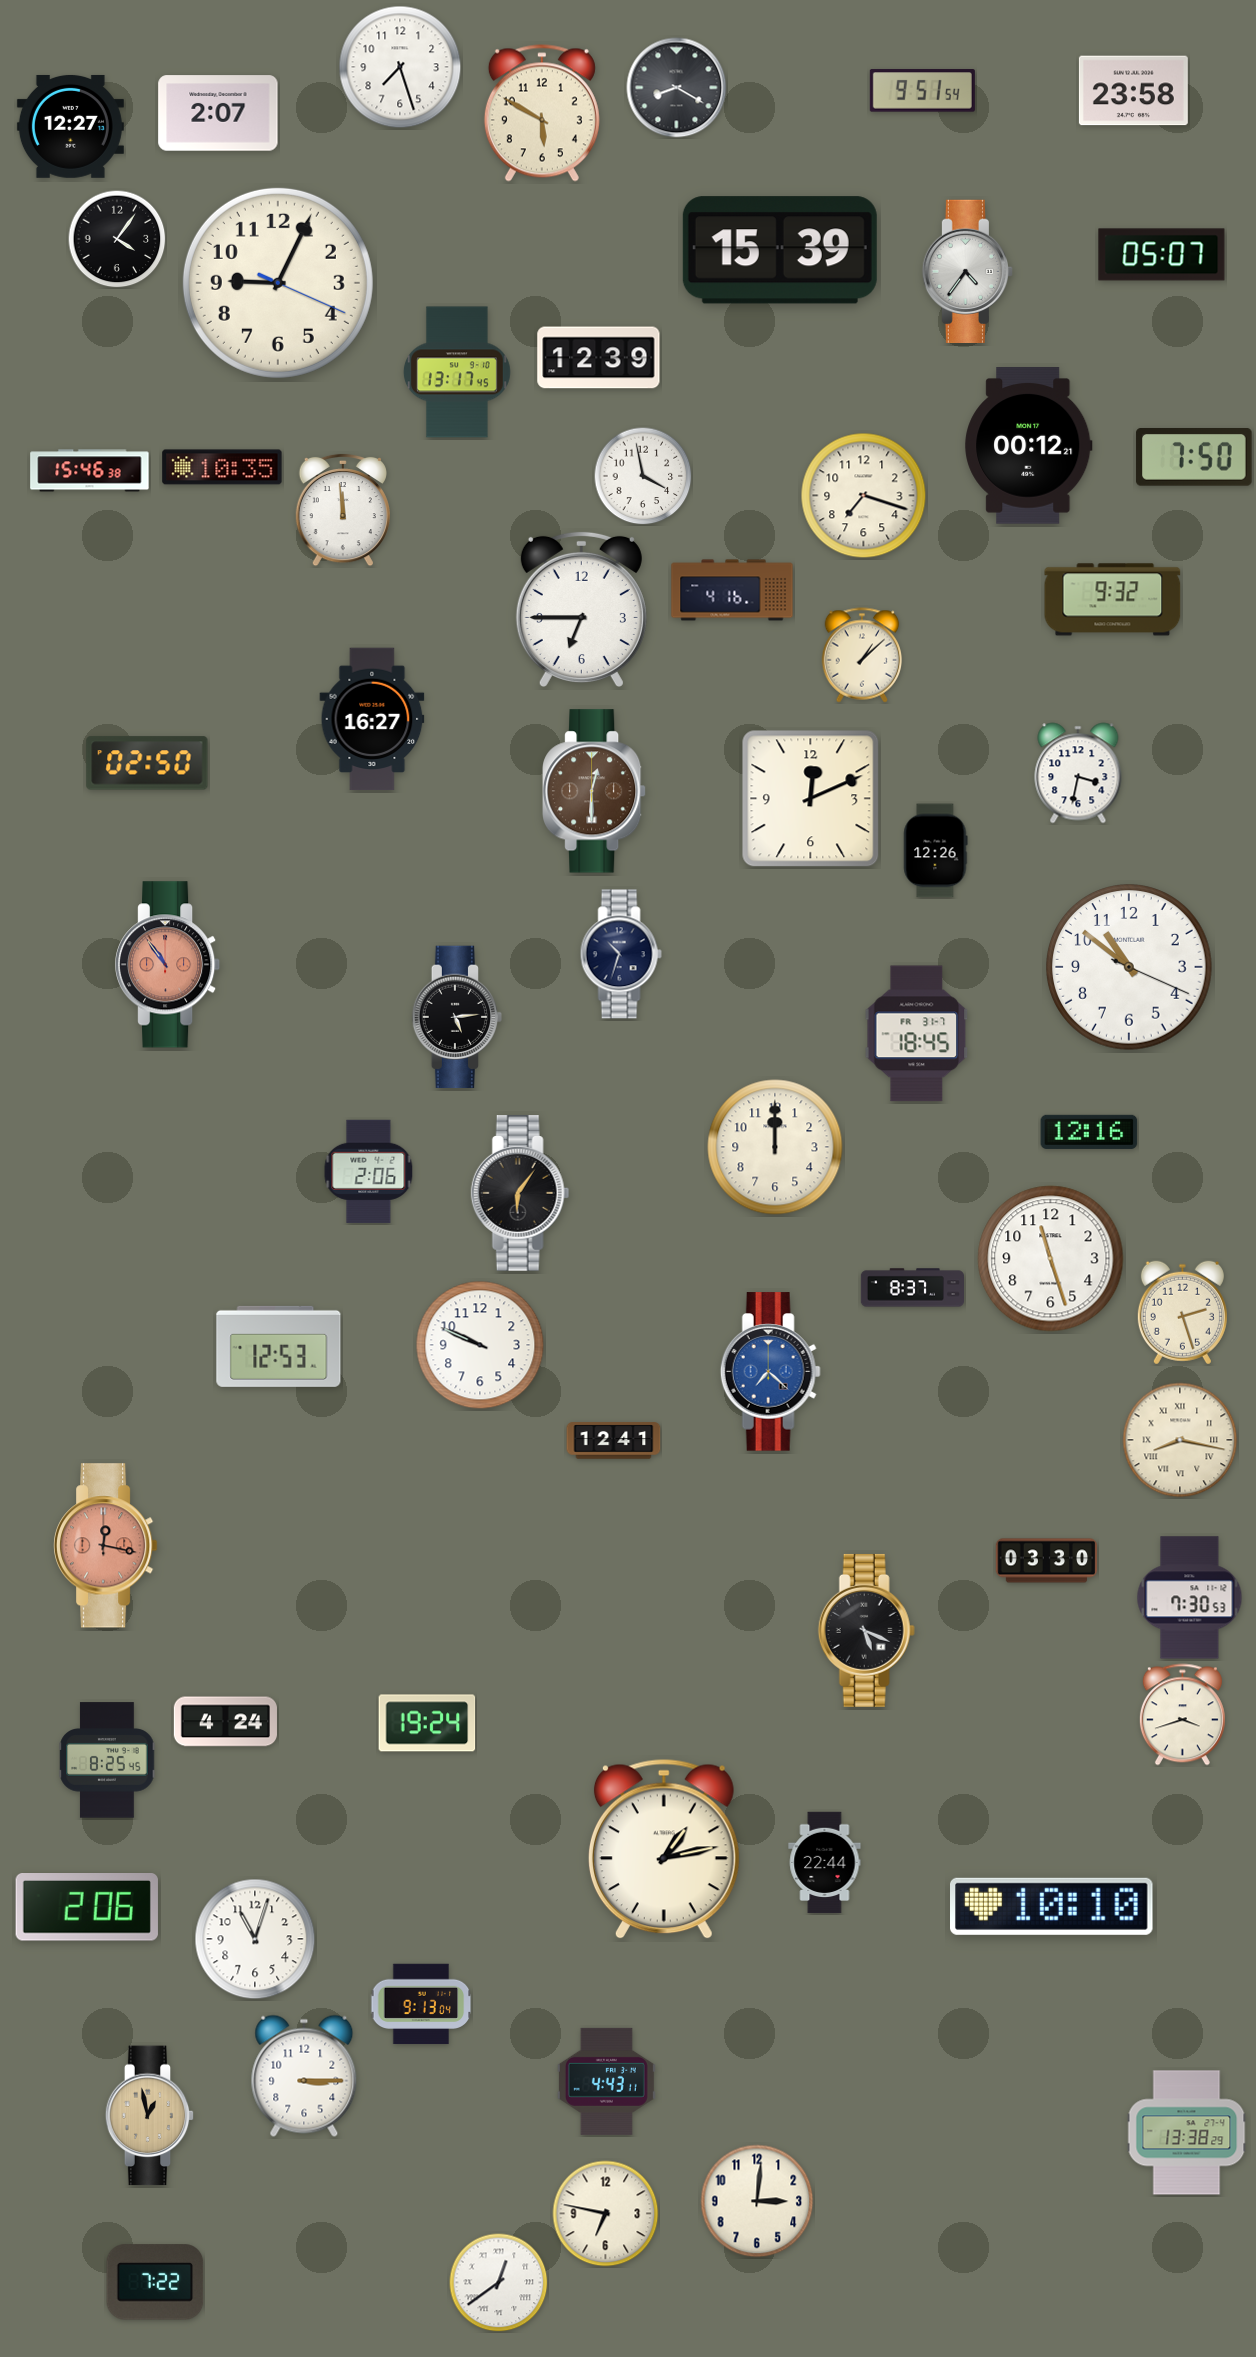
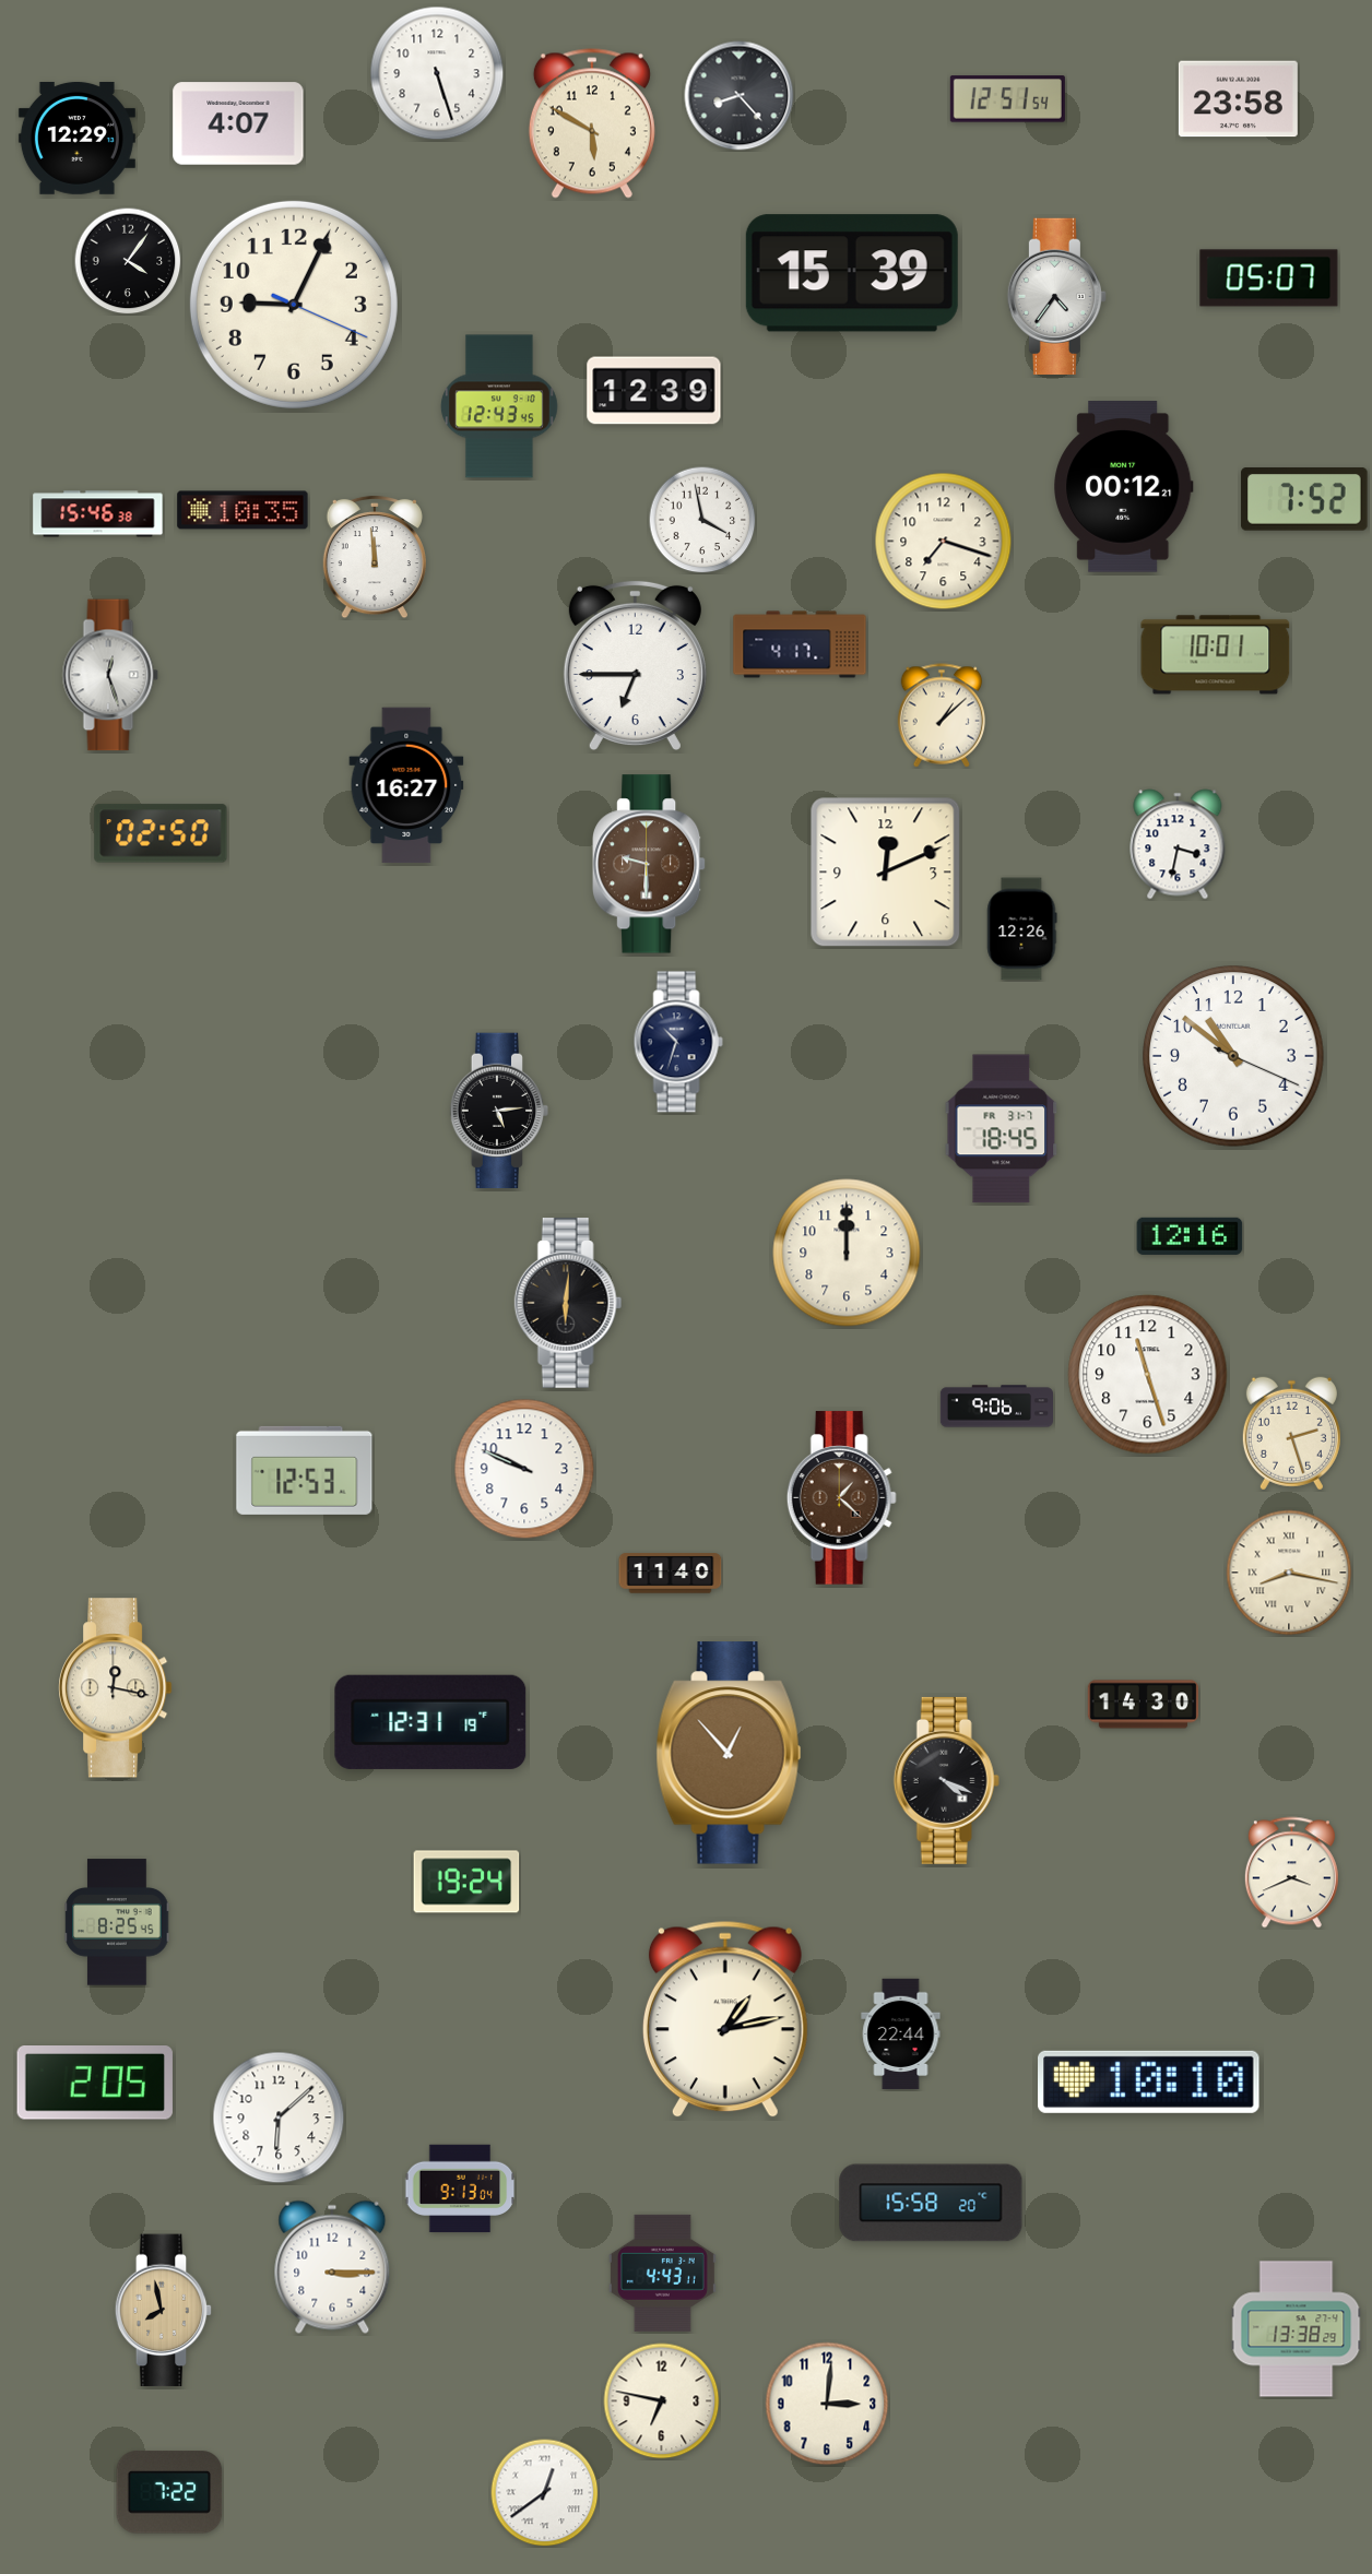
clock at (400, 67): 7:27 -> 5:27
clock at (677, 88): 8:20 -> 8:23
clock at (922, 91): 9:51 -> 12:51
clock at (218, 113): 2:07 -> 4:07
clock at (70, 126): 12:27 -> 12:29
clock at (278, 283) position: (278, 283) -> (294, 305)
clock at (457, 372): 13:17 -> 12:43
clock at (1194, 457): 7:50 -> 7:52
clock at (732, 590): 4:16 -> 4:17
clock at (1113, 600): 9:32 -> 10:01
clock at (110, 675): none -> 12:27
clock at (595, 791): 12:30 -> 9:30
clock at (169, 965): 10:54 -> none
clock at (369, 1171): 2:06 -> none
clock at (520, 1194): 6:06 -> 6:01
clock at (913, 1288): 8:37 -> 9:06
clock at (770, 1372): 7:22 -> 1:22
clock at (770, 1372) dial: blue -> brown
clock at (614, 1441): 12:41 -> 11:40
clock at (106, 1546) dial: salmon -> cream
clock at (1047, 1561): 03:30 -> 14:30
clock at (430, 1722): none -> 12:31
clock at (1190, 1598): 7:30 -> none
clock at (729, 1753): none -> 12:53
clock at (866, 1630): 5:19 -> 4:19
clock at (1182, 1715): 3:42 -> 3:41
clock at (225, 1722): 4:24 -> none
clock at (87, 1908): 2:06 -> 2:05
clock at (255, 1939): 11:03 -> 6:08
clock at (931, 2203): none -> 15:58
clock at (150, 2116): 12:58 -> 7:58
clock at (606, 2214) position: (606, 2214) -> (662, 2401)
